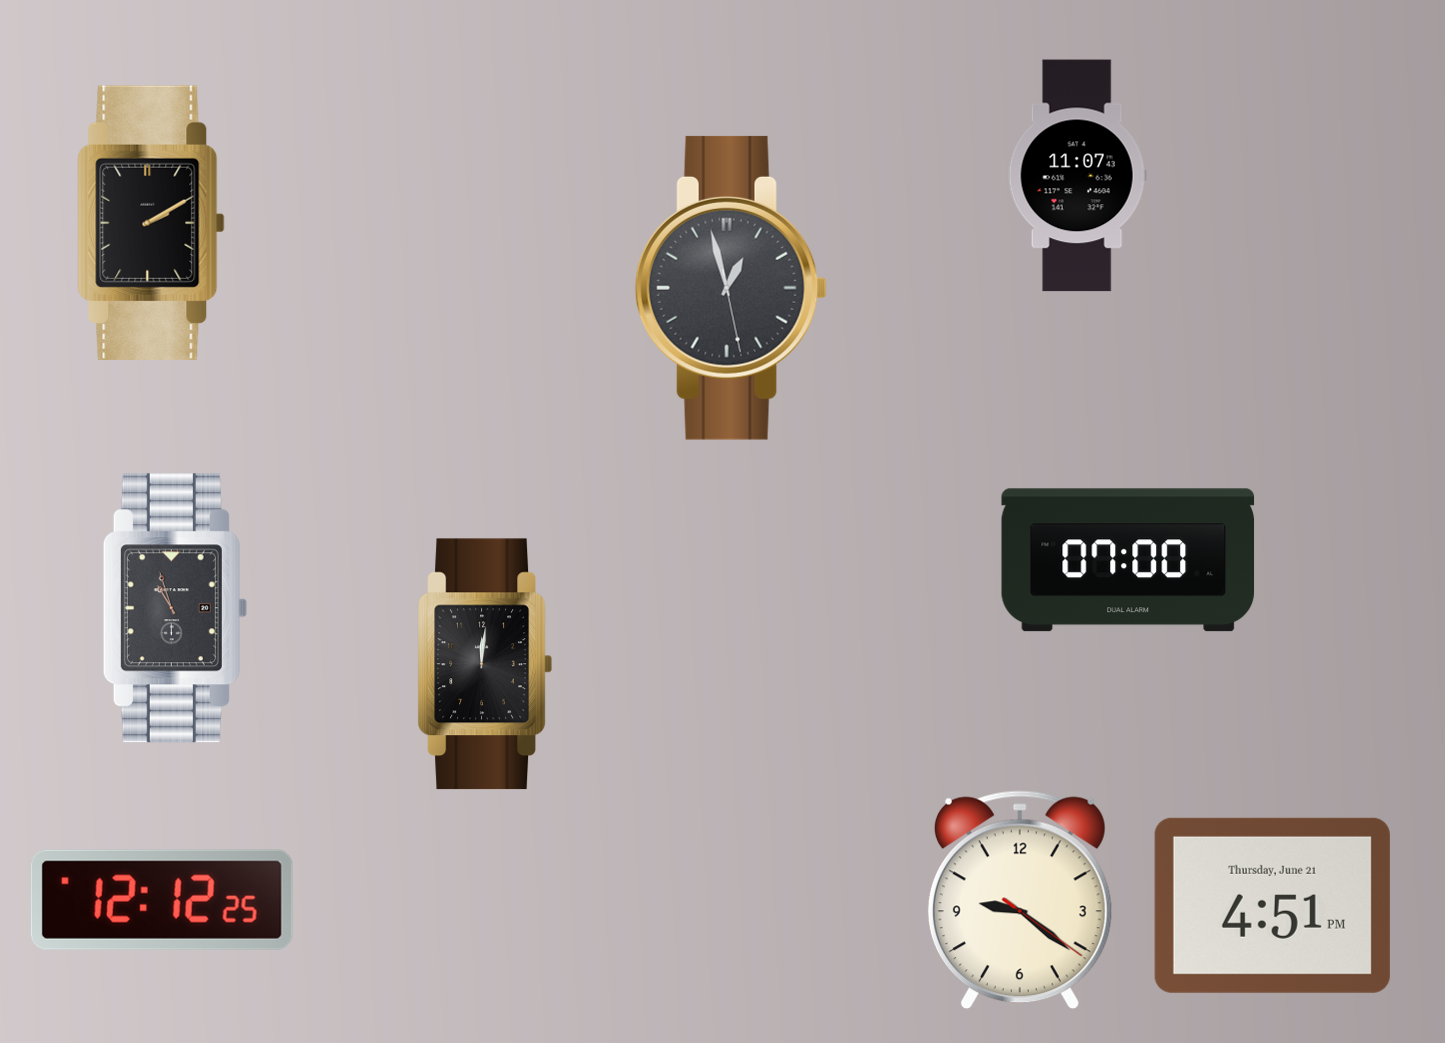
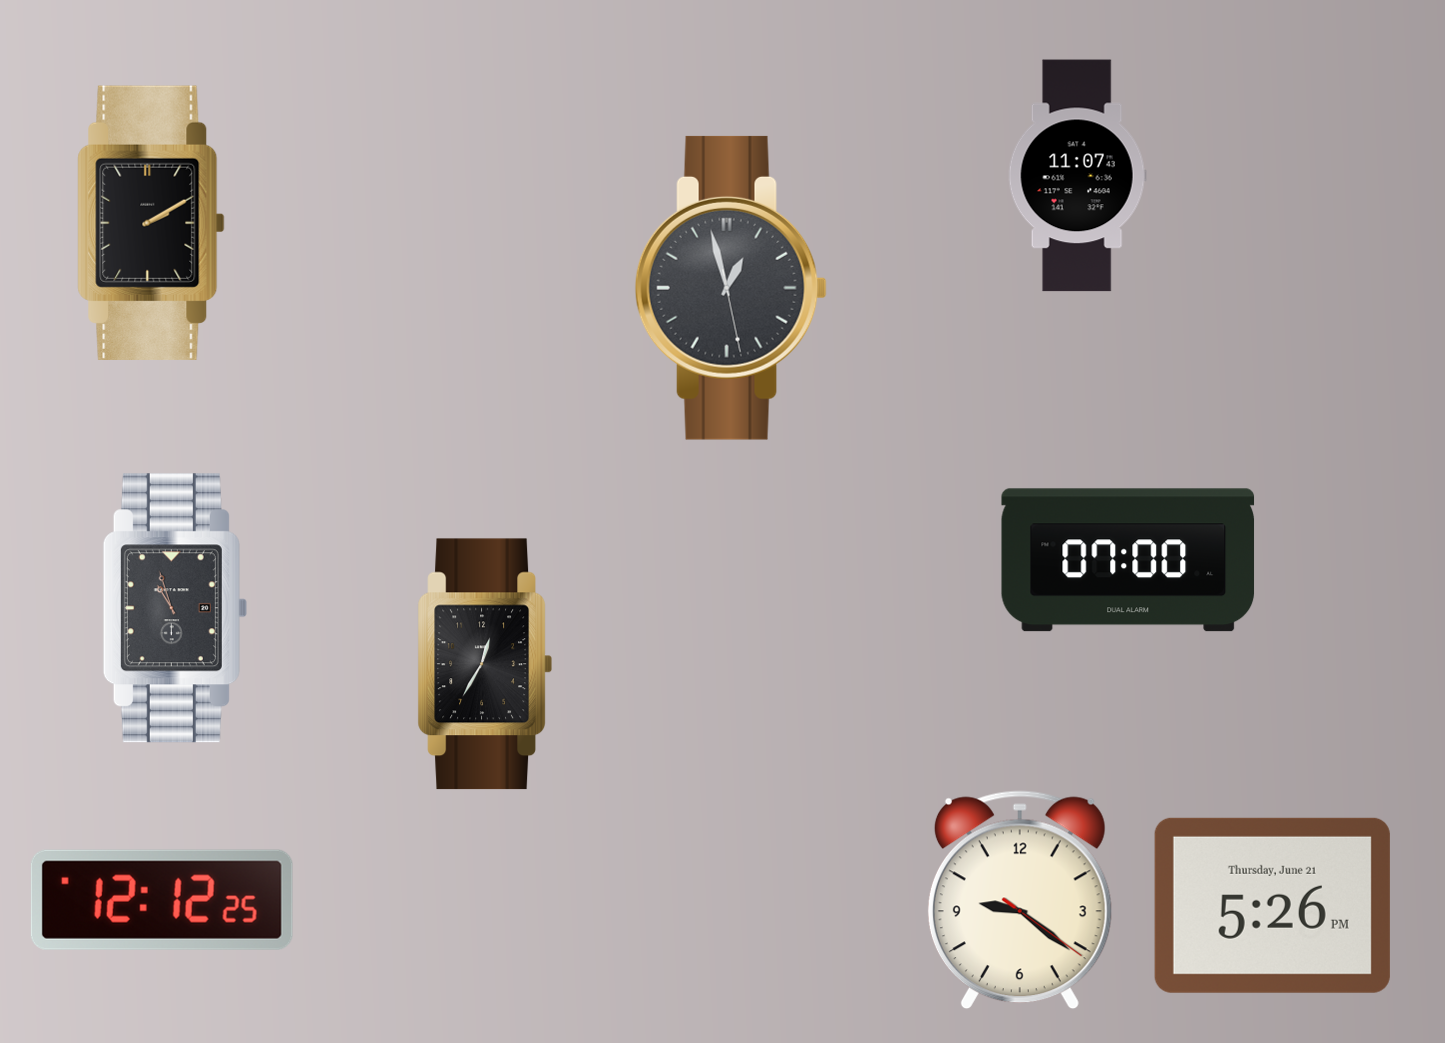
clock at (484, 664): 12:01 -> 12:35
clock at (1272, 905): 4:51 -> 5:26
